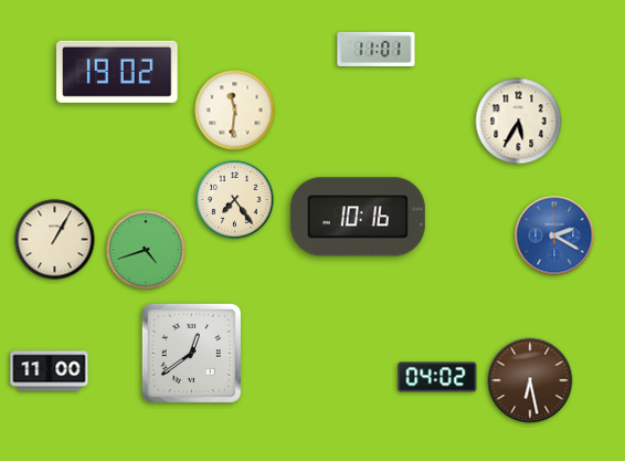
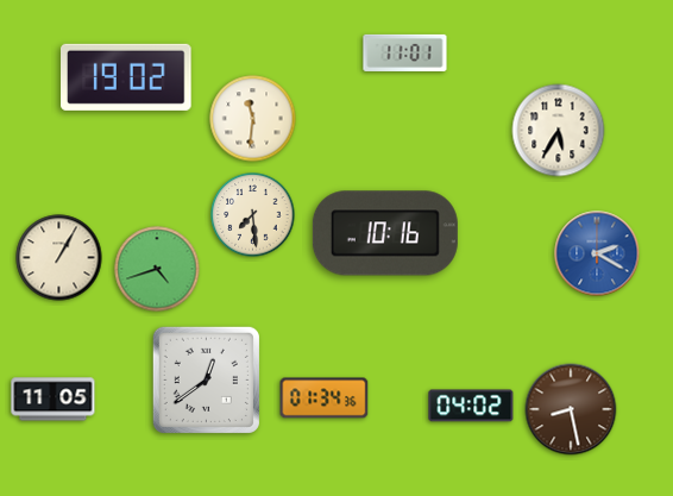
clock at (235, 200): 7:24 -> 7:29
clock at (325, 398): none -> 01:34
clock at (50, 371): 11:00 -> 11:05
clock at (530, 380): 6:28 -> 8:28
